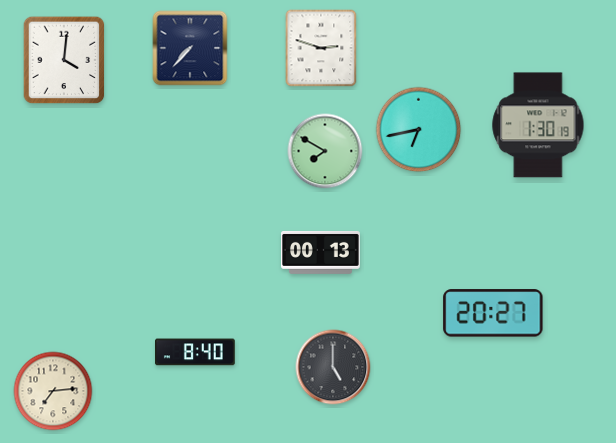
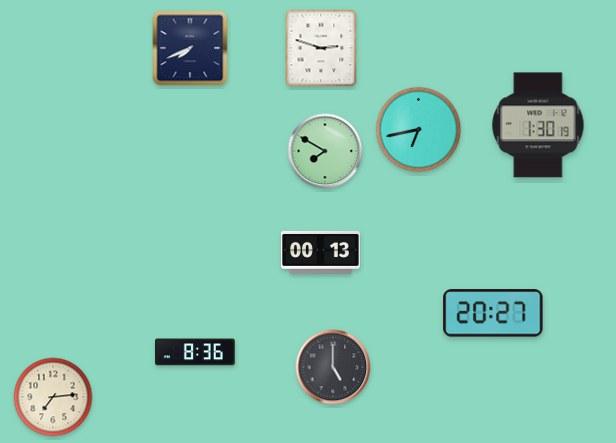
clock at (190, 48): 7:37 -> 7:41
clock at (64, 60): 4:01 -> none
clock at (195, 352): 8:40 -> 8:36
clock at (53, 391) position: (53, 391) -> (53, 397)
